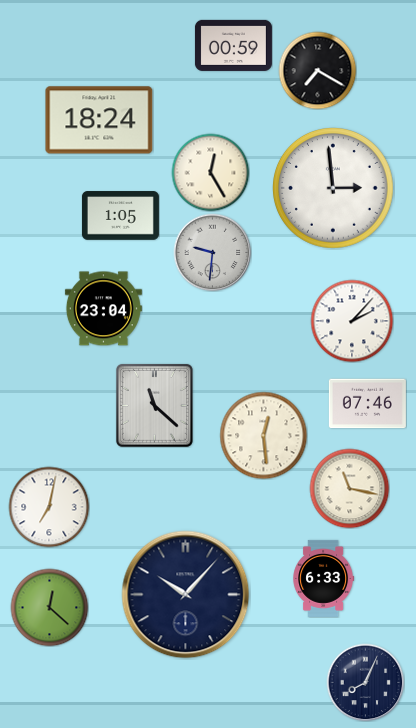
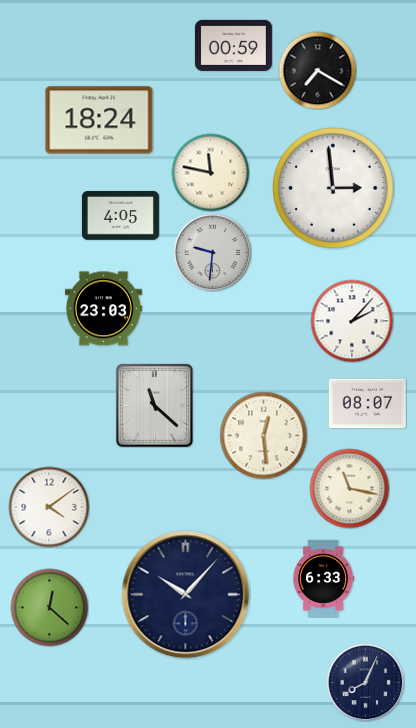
clock at (210, 172): 12:25 -> 11:47
clock at (120, 216): 1:05 -> 4:05
clock at (103, 309): 23:04 -> 23:03
clock at (367, 404): 07:46 -> 08:07
clock at (49, 507): 7:02 -> 4:09
